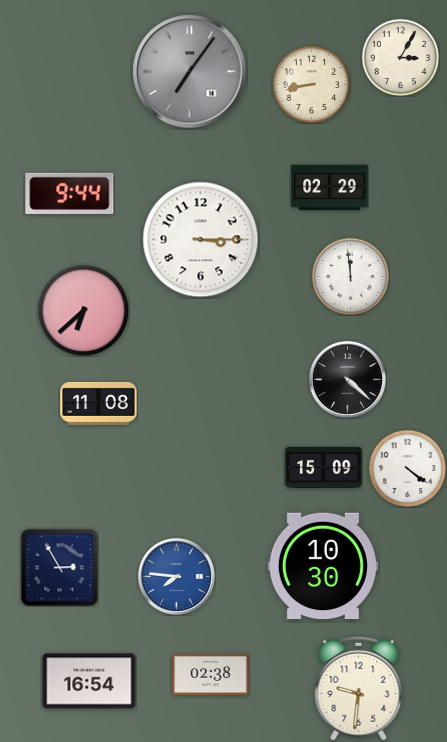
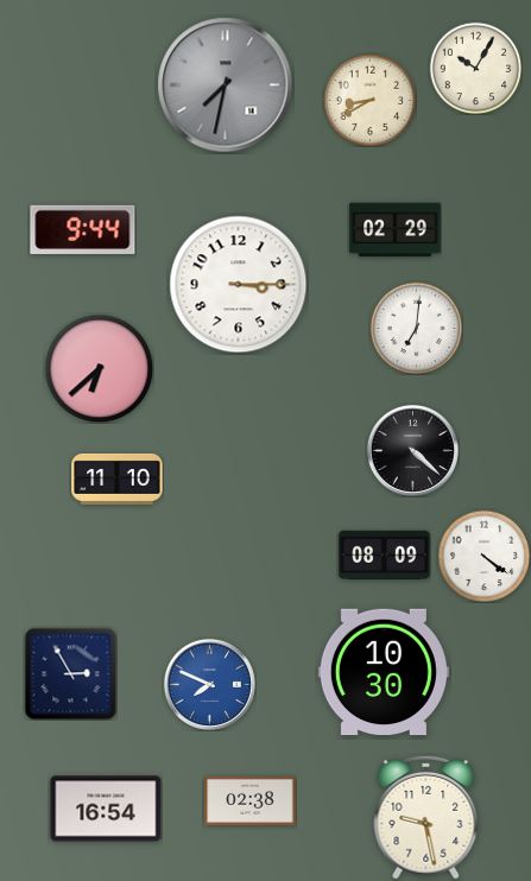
clock at (400, 57): 3:05 -> 10:05
clock at (190, 72): 7:06 -> 7:32
clock at (311, 84): 8:43 -> 8:40
clock at (330, 188) position: (330, 188) -> (396, 230)
clock at (350, 276): 11:59 -> 7:01
clock at (99, 403): 11:08 -> 11:10
clock at (324, 467): 15:09 -> 08:09
clock at (176, 576): 7:46 -> 7:49
clock at (359, 688): 9:31 -> 9:28
